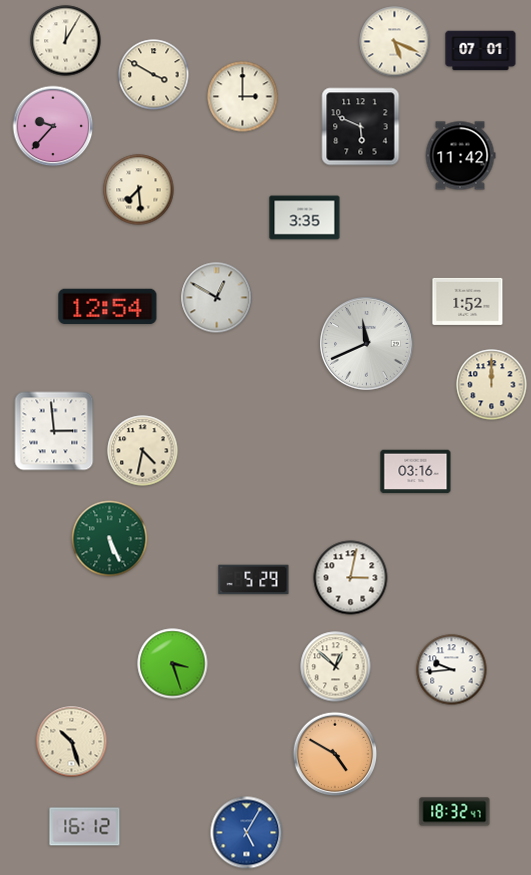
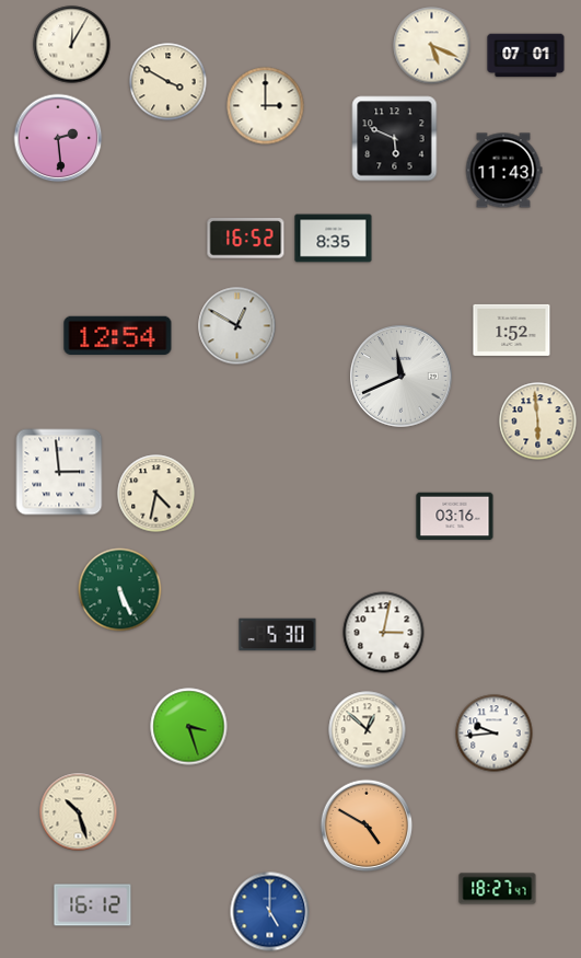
clock at (53, 126): 9:37 -> 2:29
clock at (460, 156): 11:42 -> 11:43
clock at (139, 190): 7:29 -> none
clock at (246, 239): none -> 16:52
clock at (305, 218): 3:35 -> 8:35
clock at (492, 385): 12:00 -> 5:59
clock at (254, 580): 5:29 -> 5:30
clock at (455, 812): 18:32 -> 18:27
clock at (247, 833): 5:05 -> 5:00
